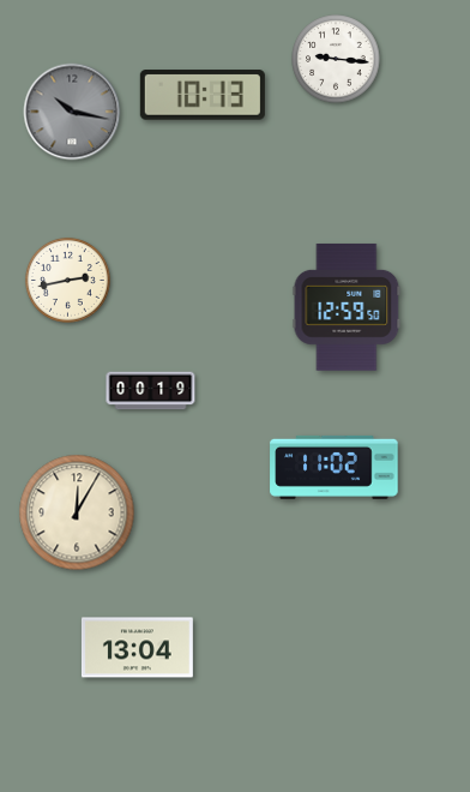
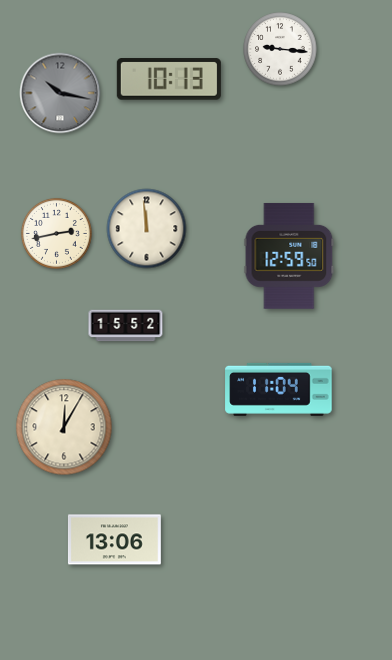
clock at (147, 229): none -> 11:59
clock at (151, 391): 00:19 -> 15:52
clock at (335, 467): 11:02 -> 11:04
clock at (137, 648): 13:04 -> 13:06
